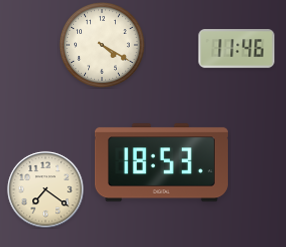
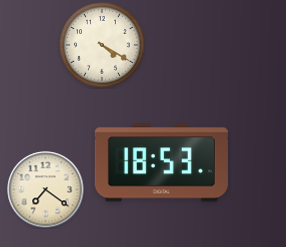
clock at (237, 49): 11:46 -> none
